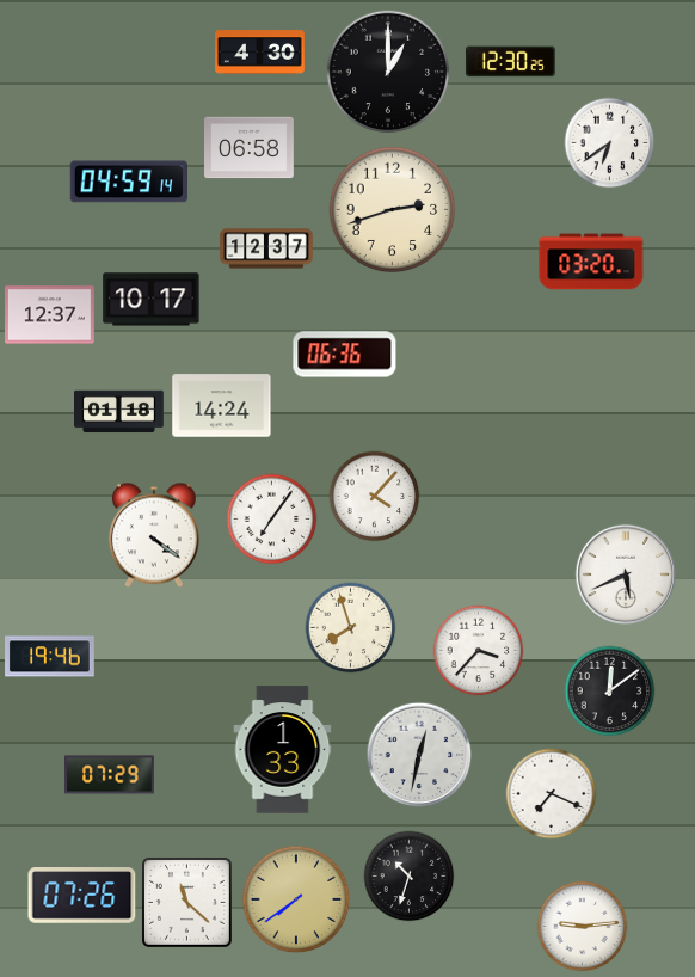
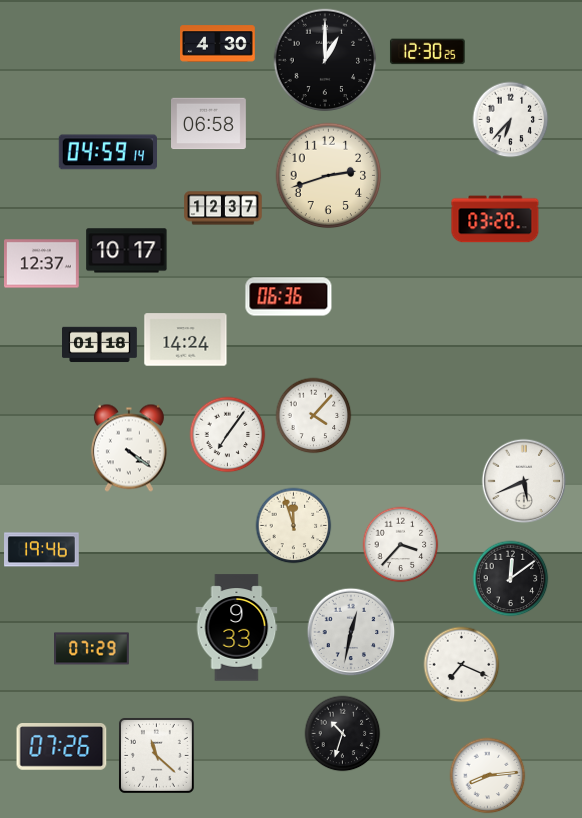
clock at (610, 143): 6:39 -> 6:37
clock at (351, 628): 7:57 -> 11:57
clock at (283, 750): 1:33 -> 9:33
clock at (82, 896) position: (82, 896) -> (62, 747)
clock at (296, 899): 7:39 -> none
clock at (583, 927): 9:14 -> 8:14
